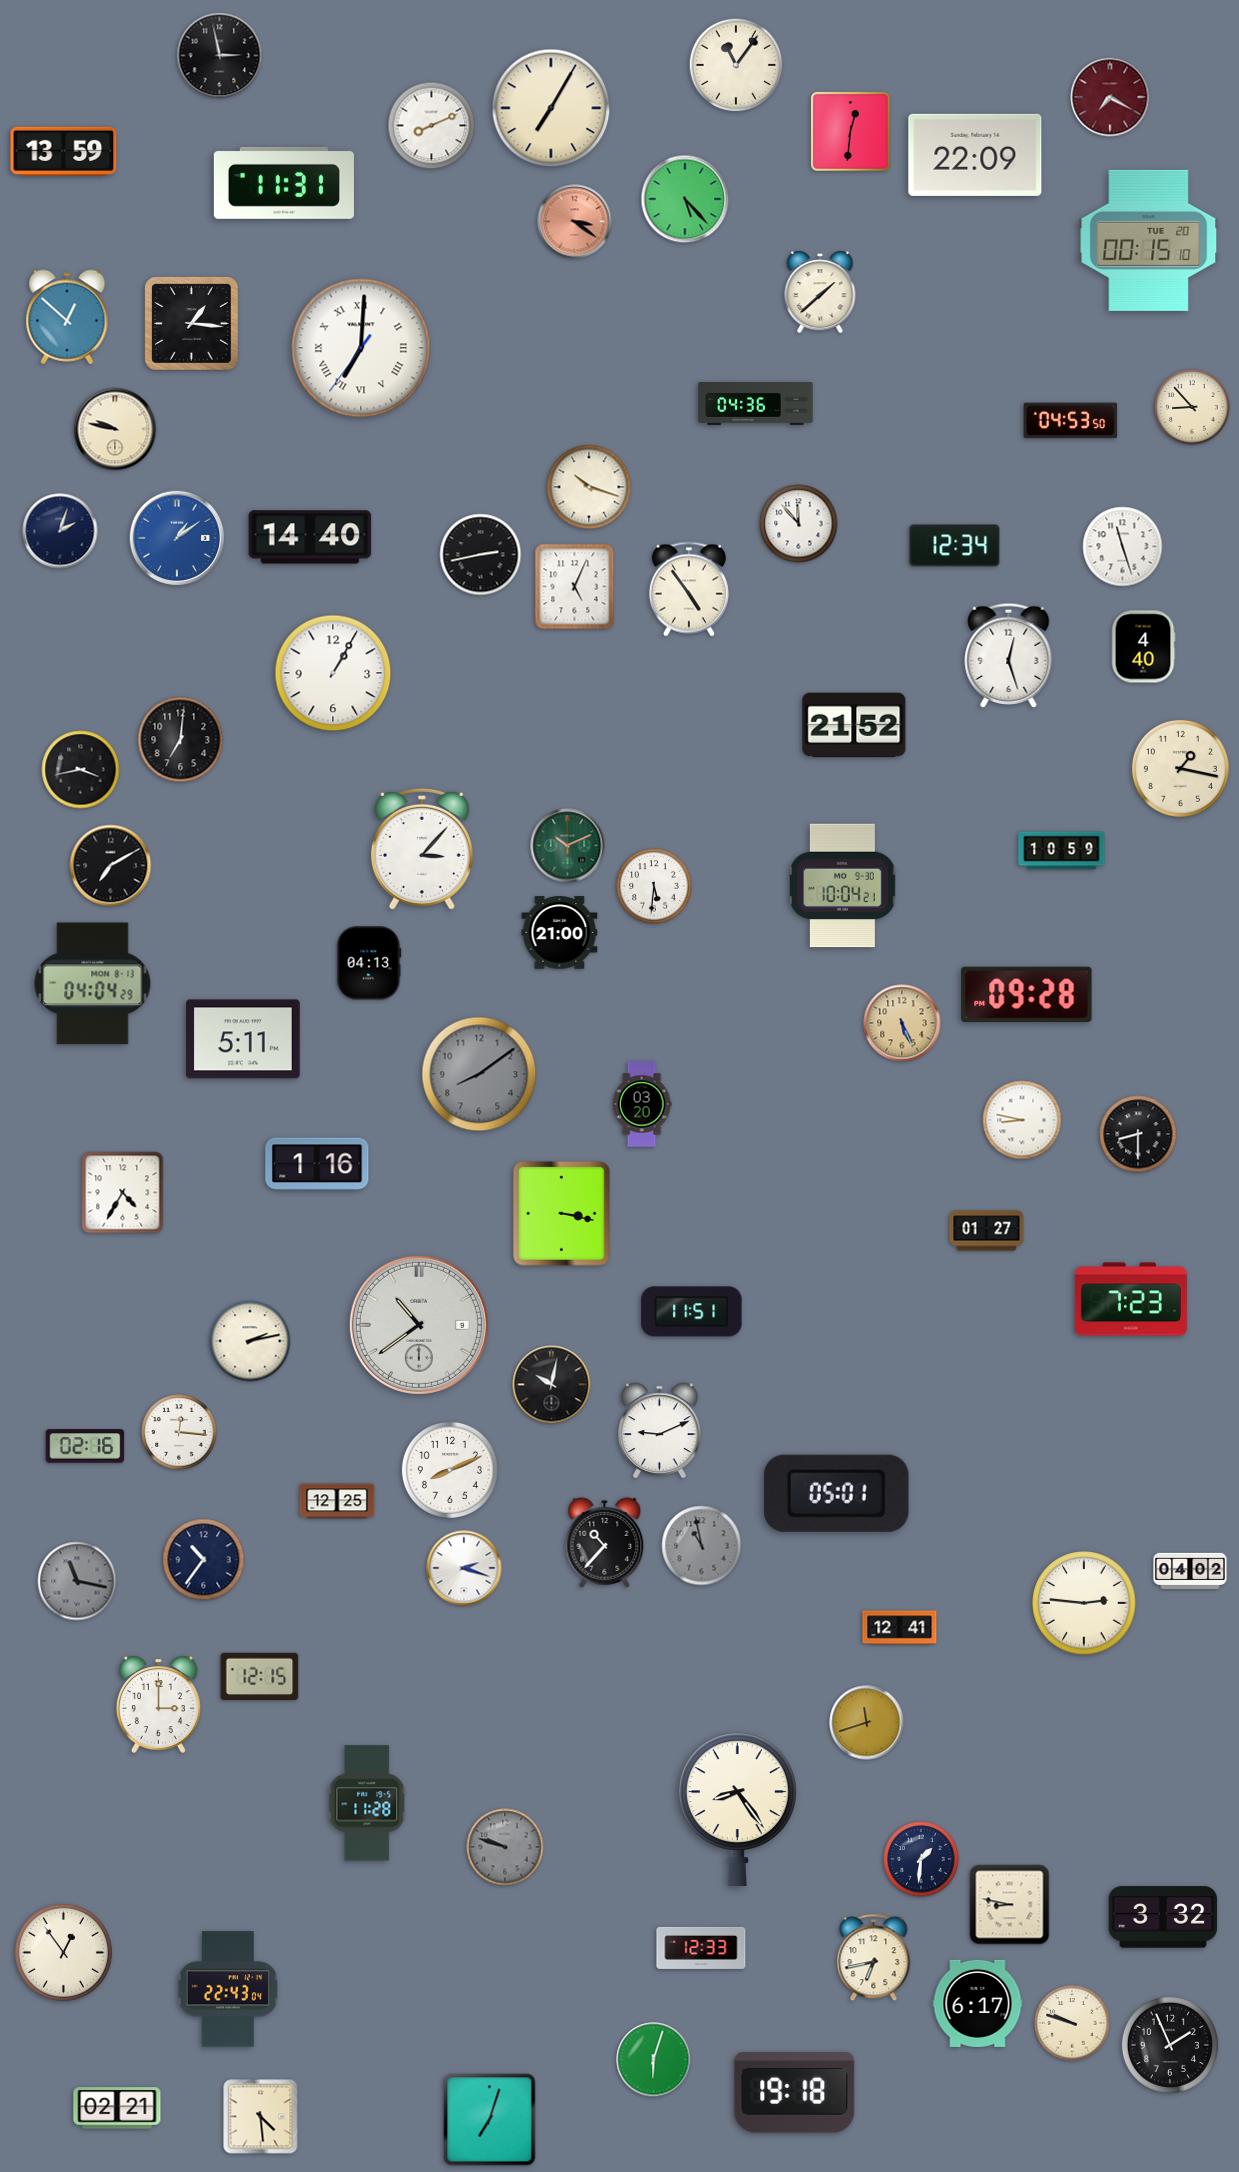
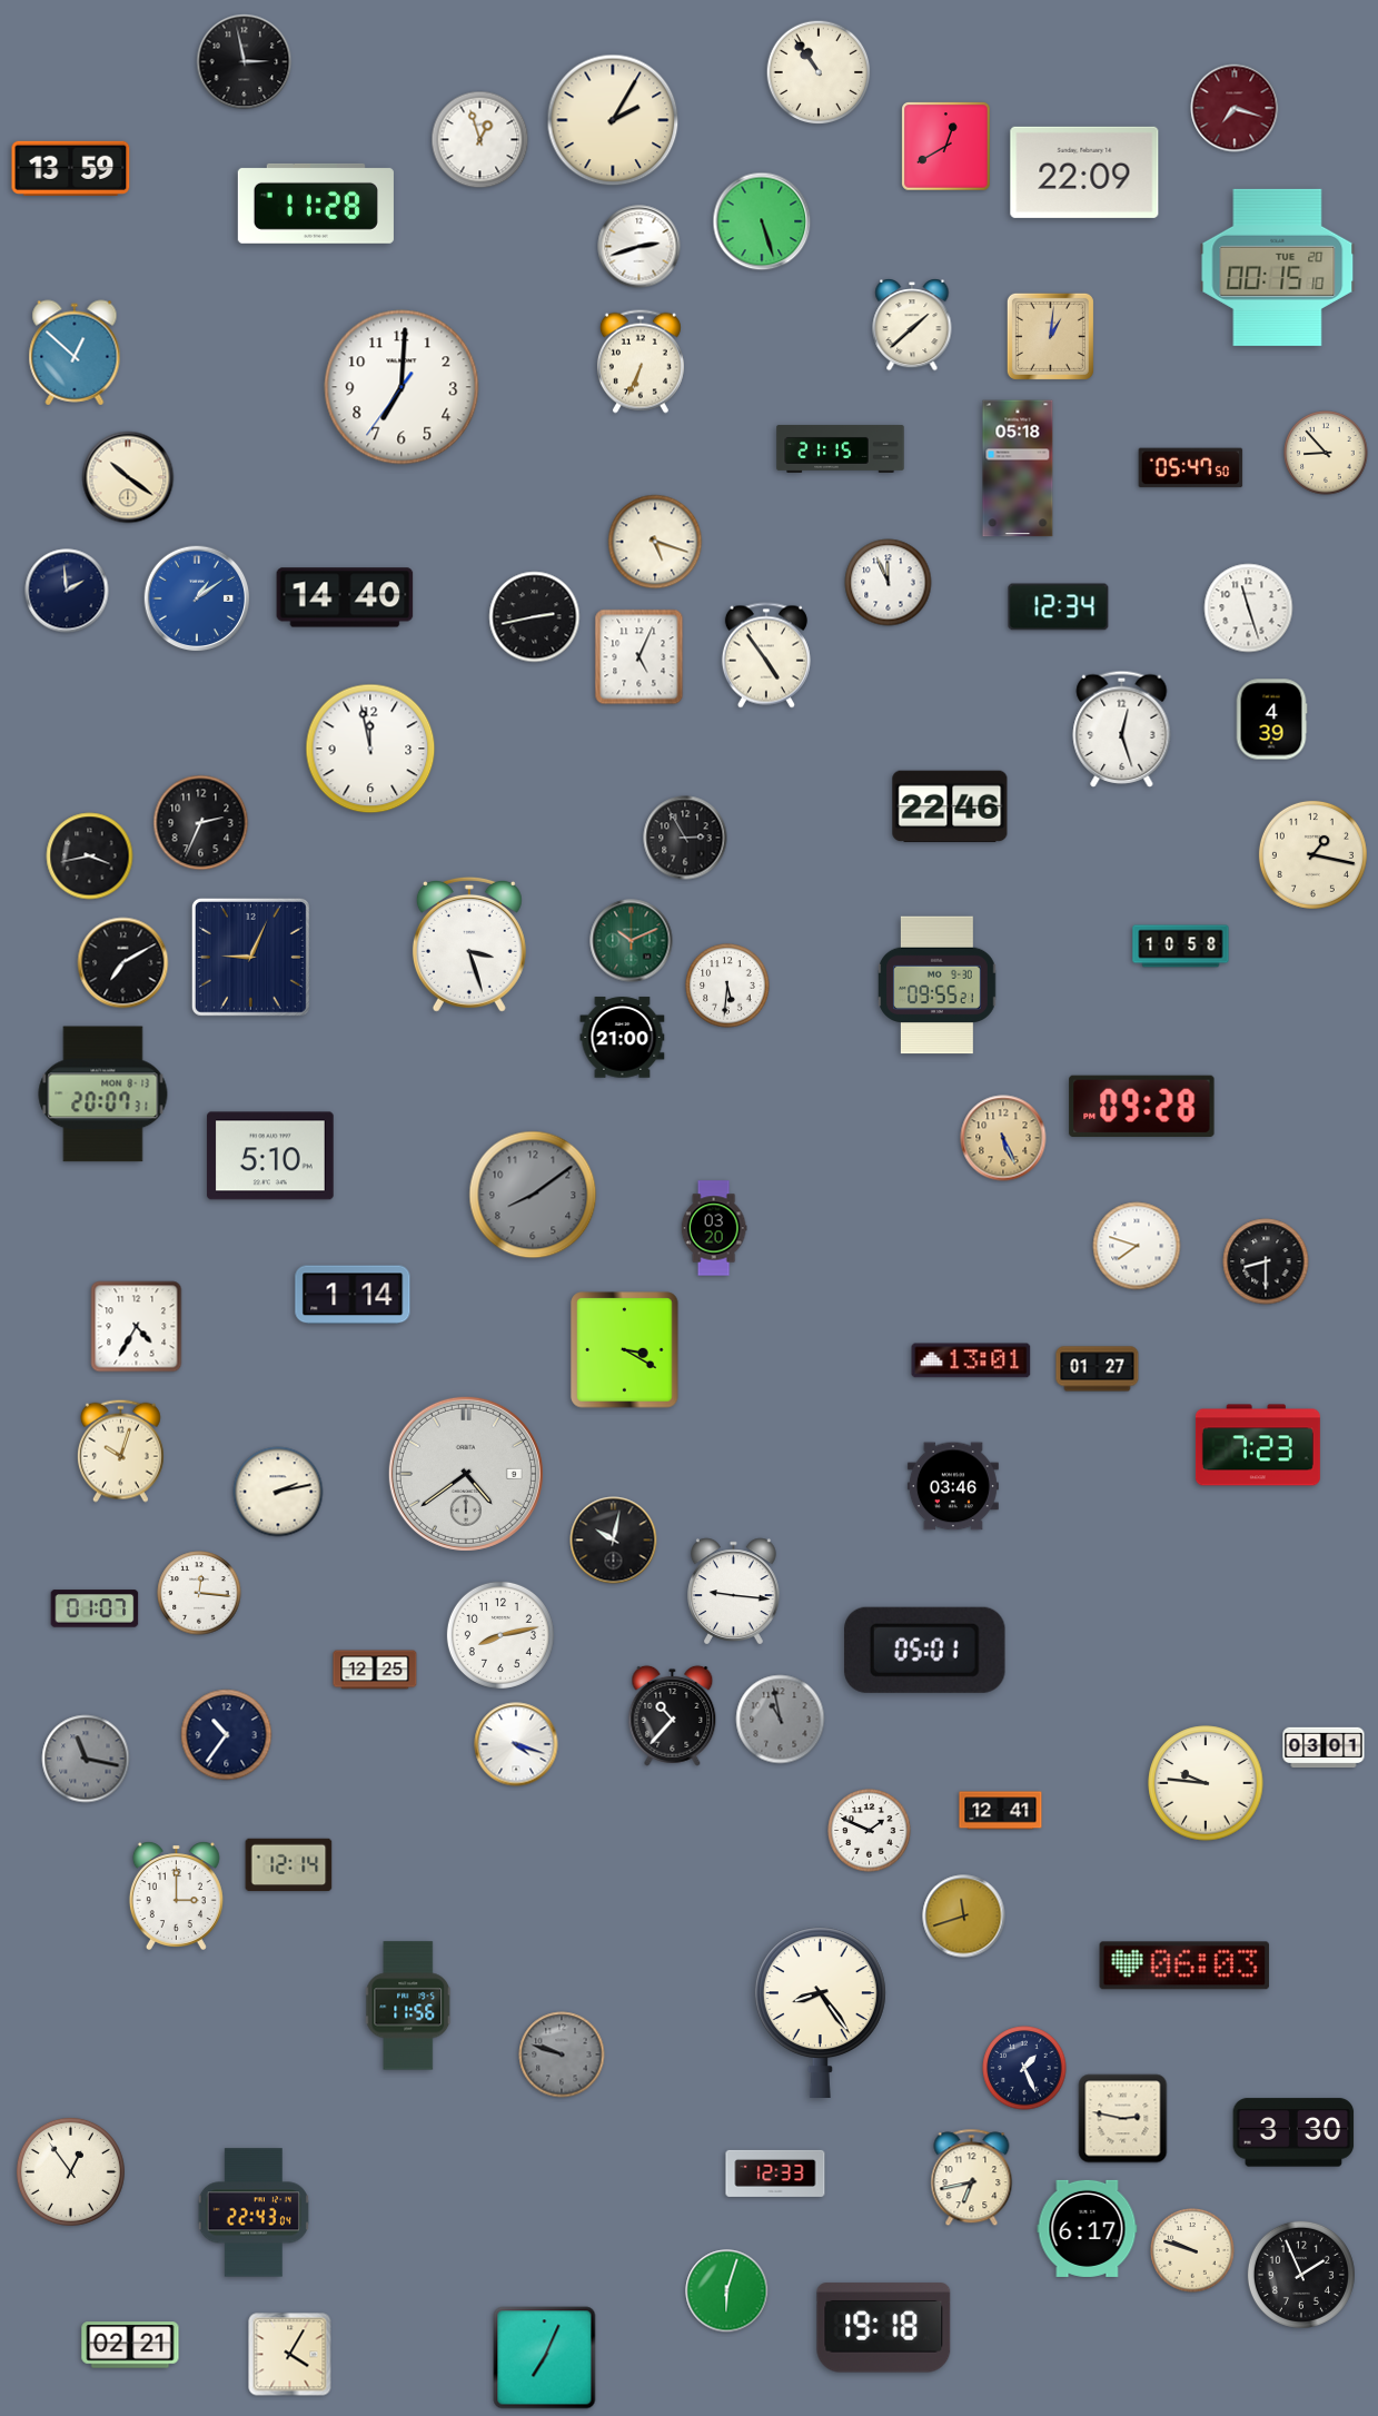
clock at (736, 65): 11:06 -> 10:54
clock at (1110, 97): 7:20 -> 7:18
clock at (551, 108): 7:05 -> 2:05
clock at (432, 126): 8:11 -> 12:57
clock at (851, 132): 12:31 -> 12:40
clock at (284, 183): 11:31 -> 11:28
clock at (685, 199): 5:23 -> 5:27
clock at (575, 222): 3:21 -> 2:42
clock at (575, 222) dial: salmon -> white
clock at (1050, 336): none -> 1:01
clock at (192, 324): 1:16 -> none
clock at (641, 362): none -> 6:34
clock at (361, 348) numerals: Roman -> Arabic
clock at (756, 403): 04:36 -> 21:15
clock at (1018, 468): none -> 05:18
clock at (1071, 421): 04:53 -> 05:47
clock at (115, 429): 9:47 -> 10:21
clock at (589, 487): 10:18 -> 5:18
clock at (799, 524): 11:53 -> 11:56
clock at (60, 531): 2:03 -> 1:59
clock at (955, 546) position: (955, 546) -> (1059, 607)
clock at (575, 587) position: (575, 587) -> (640, 657)
clock at (1143, 647): 4:40 -> 4:39
clock at (333, 673): 1:05 -> 11:58
clock at (854, 725): 21:52 -> 22:46
clock at (181, 740): 7:01 -> 2:34
clock at (685, 838): none -> 2:55
clock at (422, 849): 3:07 -> 3:27
clock at (1062, 851): 10:59 -> 10:58
clock at (250, 957): none -> 9:04
clock at (843, 886): 10:04 -> 09:55
clock at (369, 963): 04:13 -> none
clock at (93, 984): 04:04 -> 20:07
clock at (243, 1039): 5:11 -> 5:10
clock at (1022, 1120): 8:47 -> 7:48
clock at (317, 1164): 1:16 -> 1:14
clock at (562, 1214): 3:17 -> 3:20
clock at (971, 1360): none -> 13:01
clock at (120, 1450): none -> 10:03
clock at (692, 1312): 11:51 -> none
clock at (419, 1325): 10:39 -> 4:39
clock at (953, 1486): none -> 03:46
clock at (660, 1431): 9:11 -> 9:16
clock at (85, 1446): 02:16 -> 01:07
clock at (450, 1470): 8:11 -> 8:13
clock at (836, 1493) position: (836, 1493) -> (924, 1650)
clock at (464, 1568): 2:18 -> 4:18
clock at (1190, 1571): 04:02 -> 03:01
clock at (1084, 1603): 2:46 -> 9:46
clock at (870, 1831): none -> 1:49
clock at (260, 1677): 12:15 -> 12:14
clock at (1184, 1966): none -> 06:03
clock at (367, 1803): 11:28 -> 11:56
clock at (921, 1859): 1:31 -> 1:26
clock at (1010, 1905): 8:47 -> 2:47
clock at (1163, 1917): 3:32 -> 3:30
clock at (701, 1948) position: (701, 1948) -> (775, 2174)
clock at (261, 2117): 4:29 -> 4:05
clock at (490, 2120): 7:03 -> 7:04
